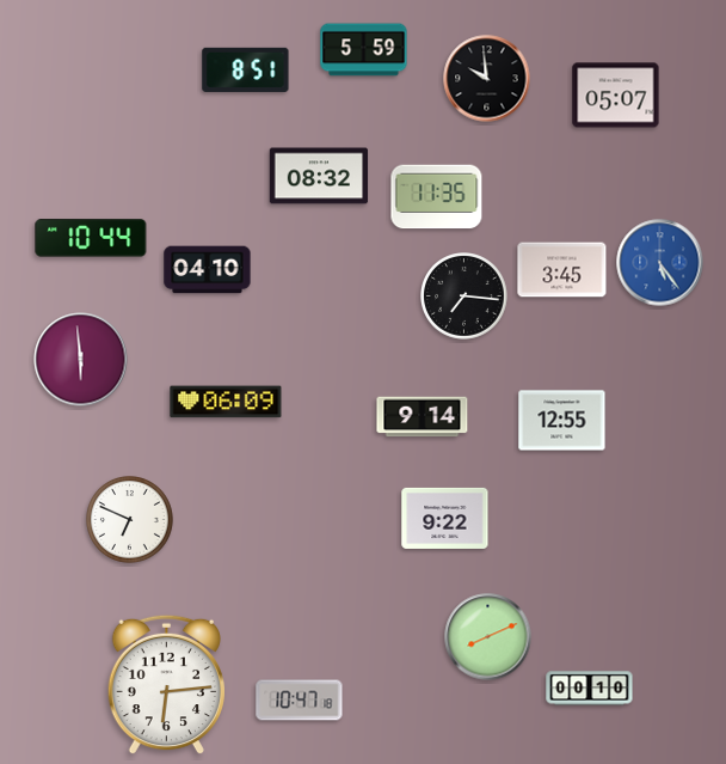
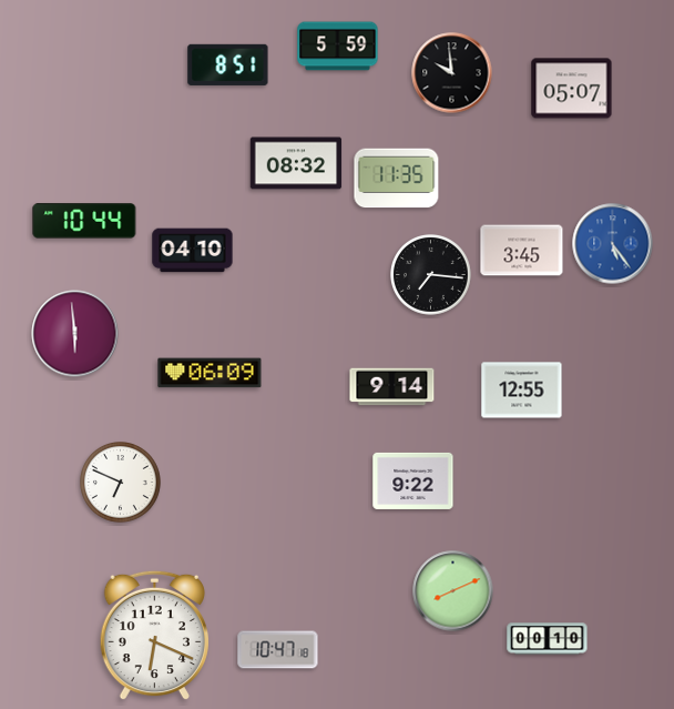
clock at (437, 197) position: (437, 197) -> (397, 179)
clock at (166, 685): 6:14 -> 6:19
